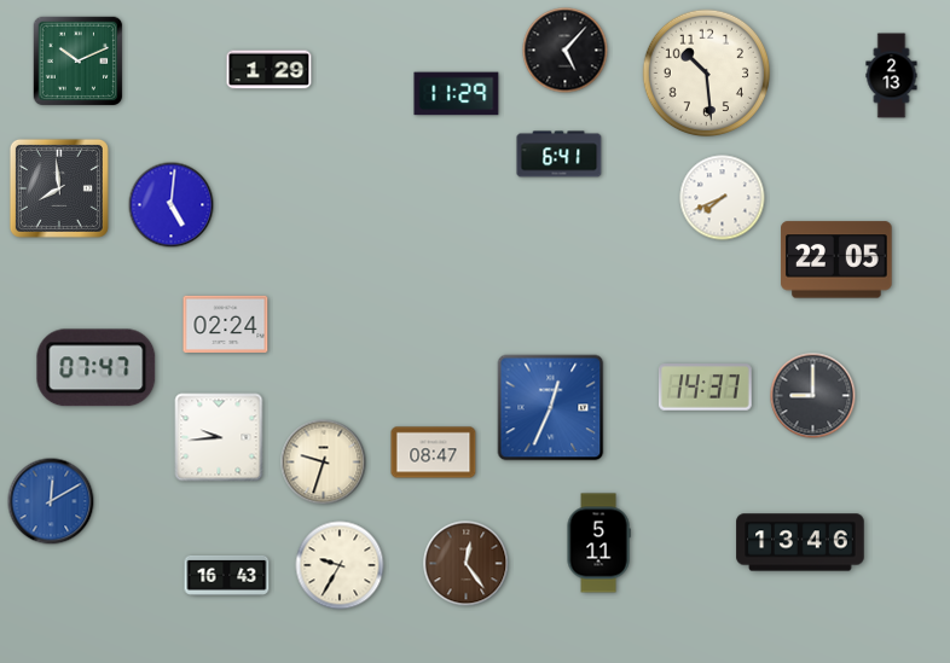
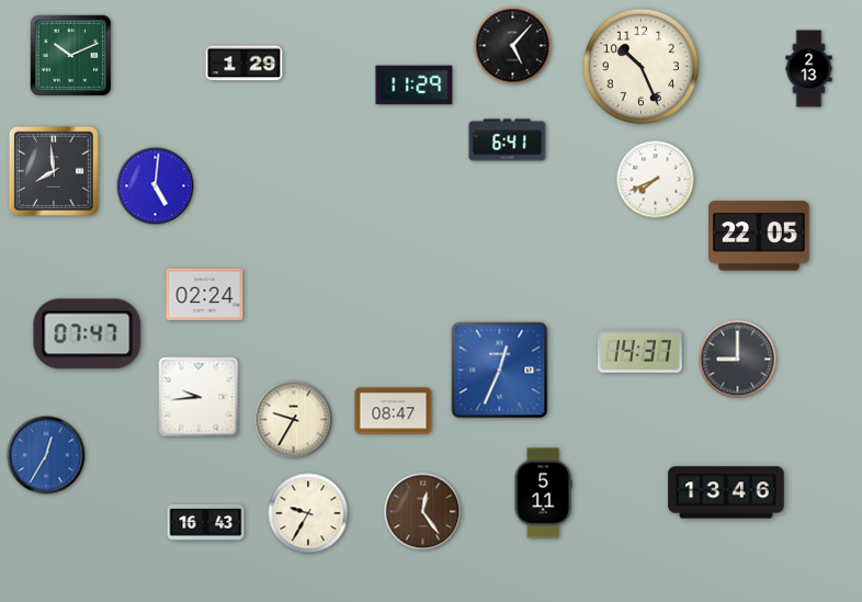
clock at (707, 74): 10:29 -> 10:26
clock at (324, 463): 9:33 -> 9:35
clock at (51, 501): 12:10 -> 12:35
